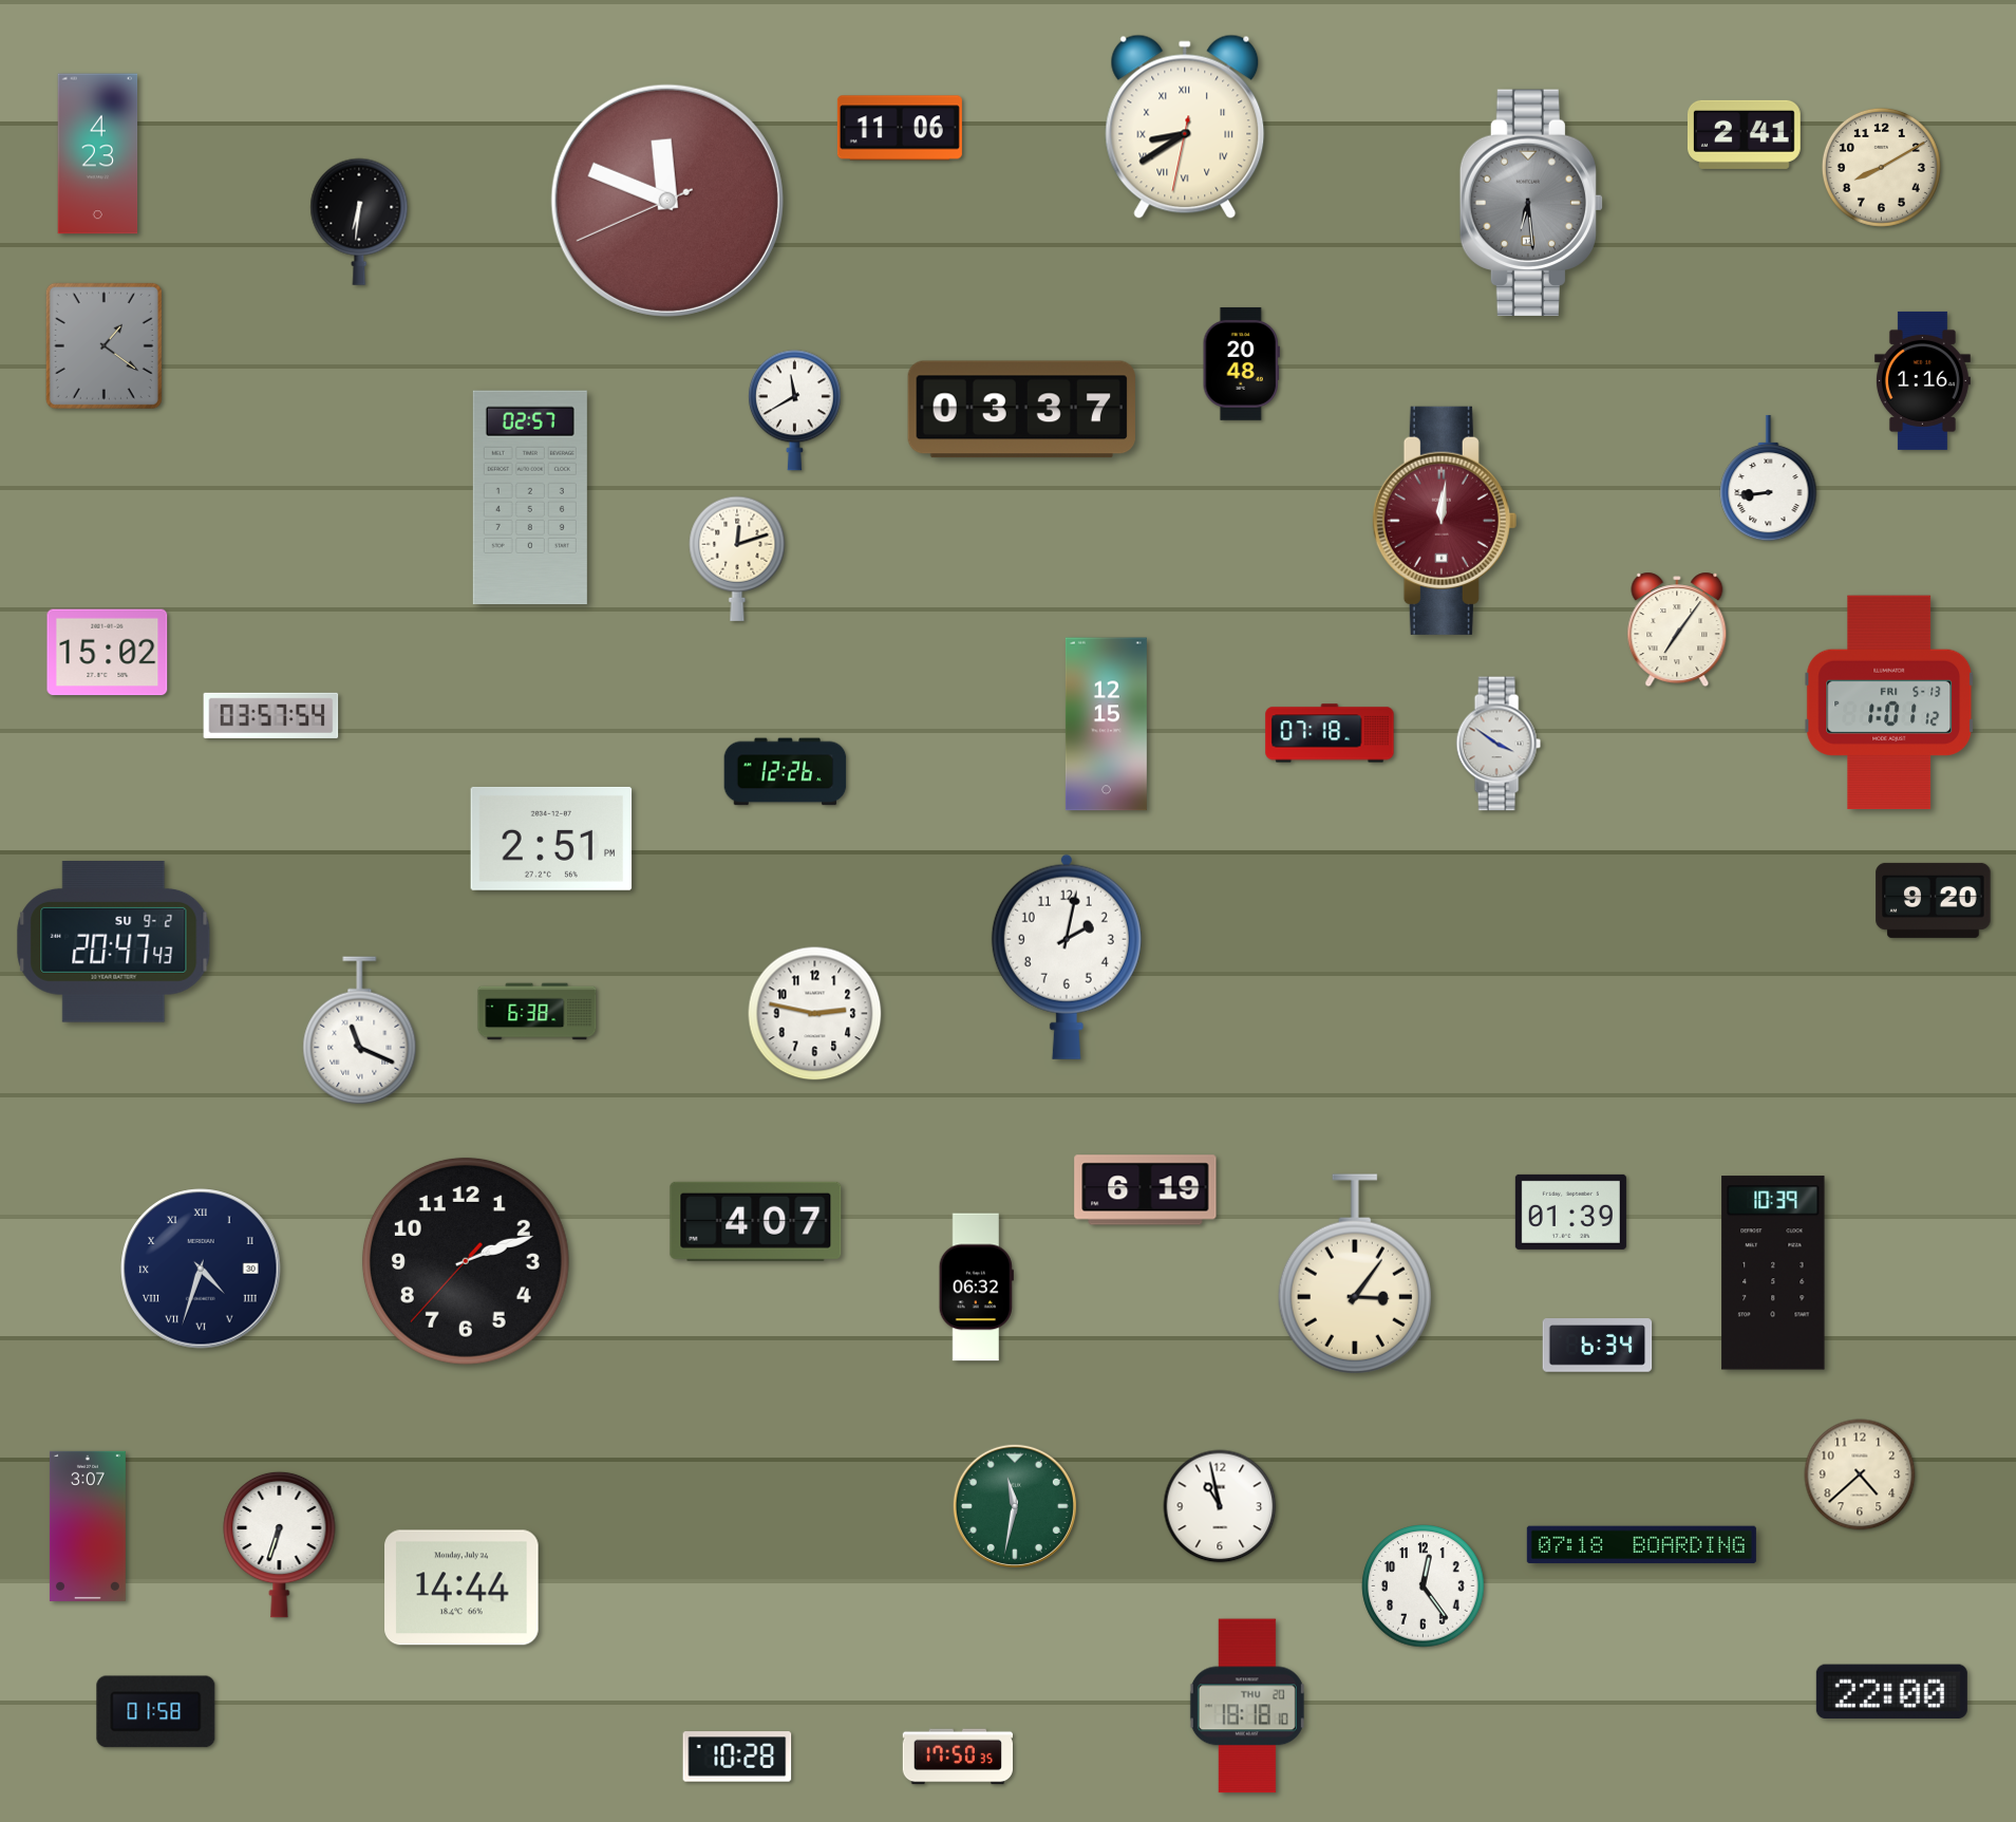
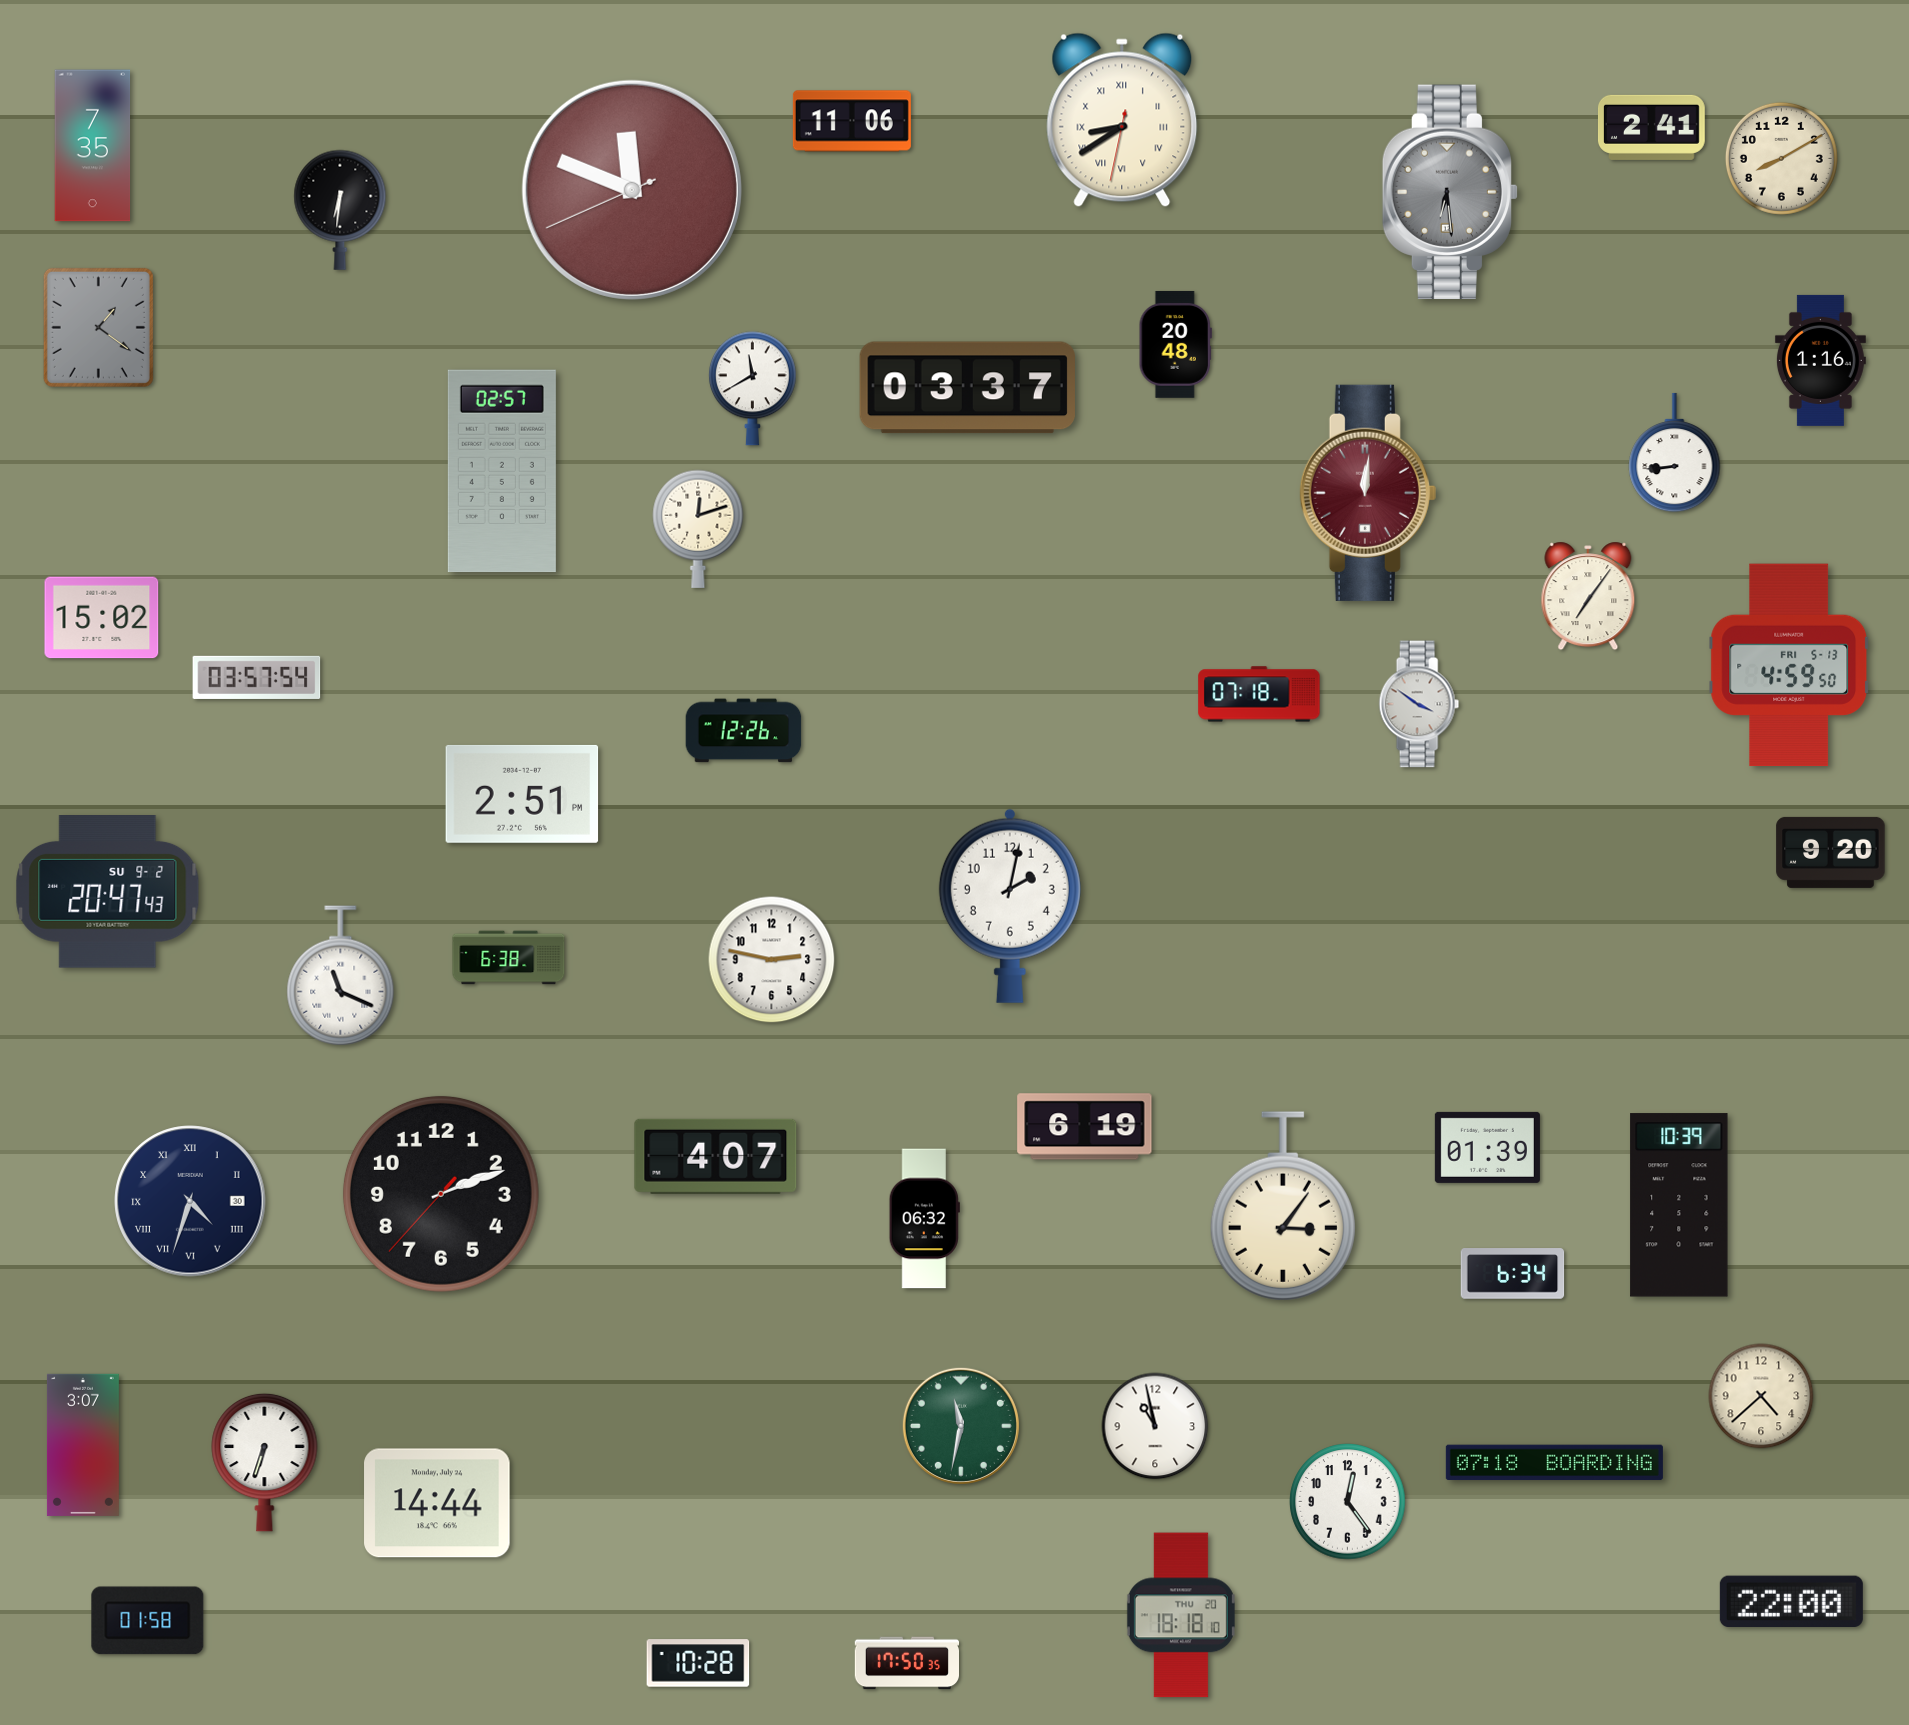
clock at (98, 154): 4:23 -> 7:35
clock at (1889, 702): 1:01 -> 4:59
clock at (1106, 725): 12:15 -> none
